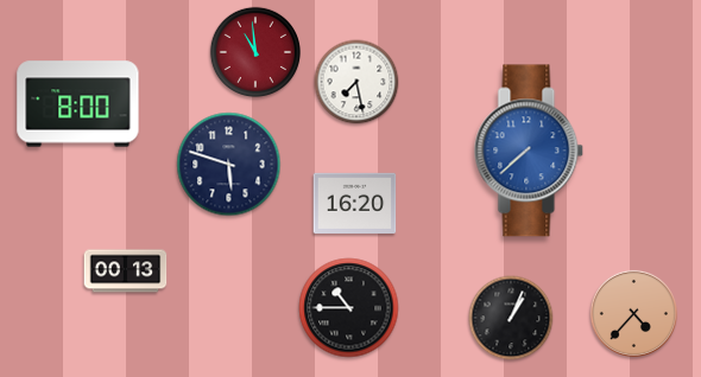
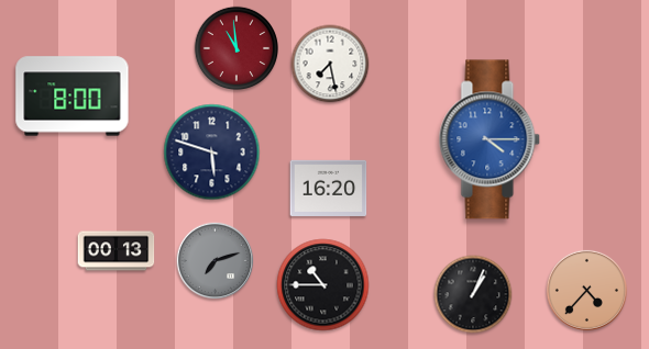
clock at (356, 82) position: (356, 82) -> (330, 64)
clock at (529, 151): 7:38 -> 4:15
clock at (216, 261): none -> 7:12
